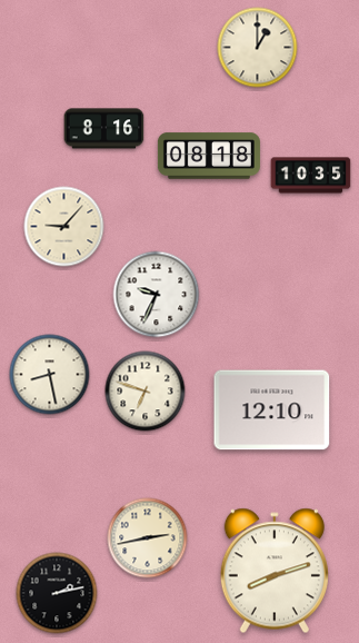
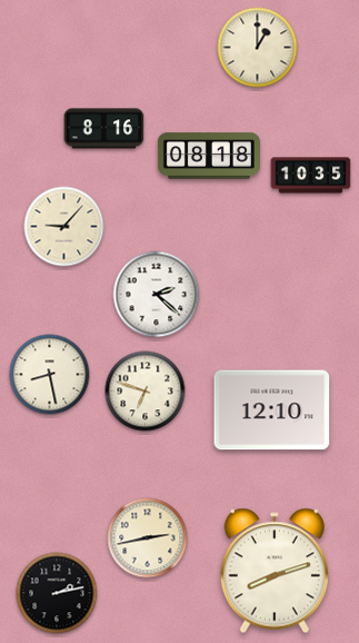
clock at (157, 295): 9:34 -> 2:22
